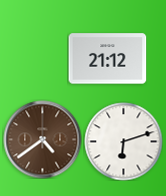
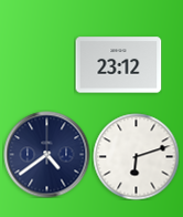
clock at (107, 59): 21:12 -> 23:12
clock at (42, 139) dial: brown -> navy
